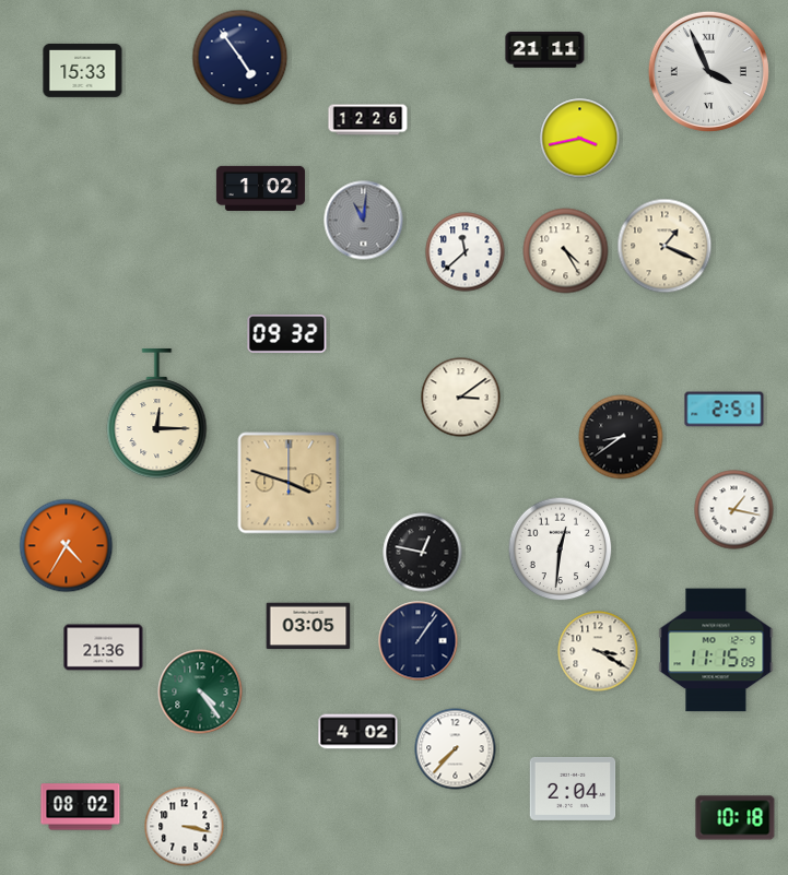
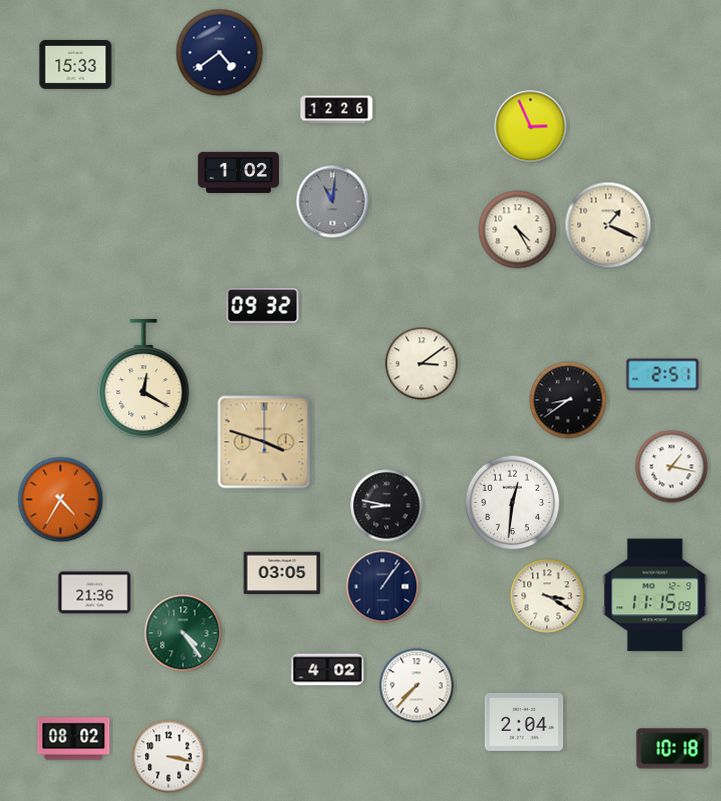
clock at (545, 50): 21:11 -> none
clock at (240, 58): 4:54 -> 4:39
clock at (708, 71): 3:56 -> none
clock at (580, 139): 3:43 -> 2:56
clock at (466, 252): 11:38 -> none
clock at (157, 414): 12:15 -> 12:20
clock at (423, 553): 12:47 -> 8:47
